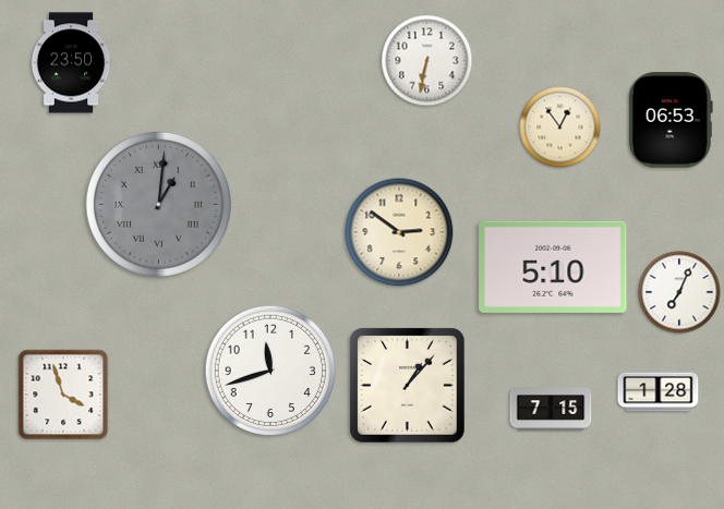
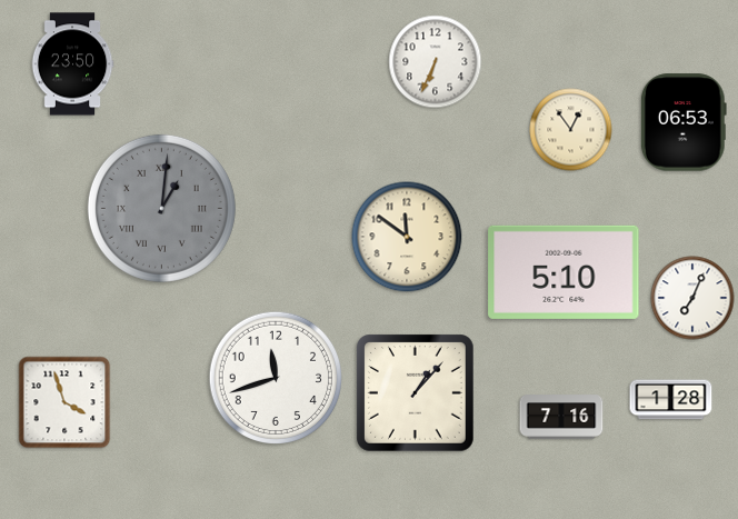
clock at (427, 61): 6:32 -> 6:34
clock at (399, 232): 2:51 -> 11:51
clock at (551, 409): 7:15 -> 7:16
